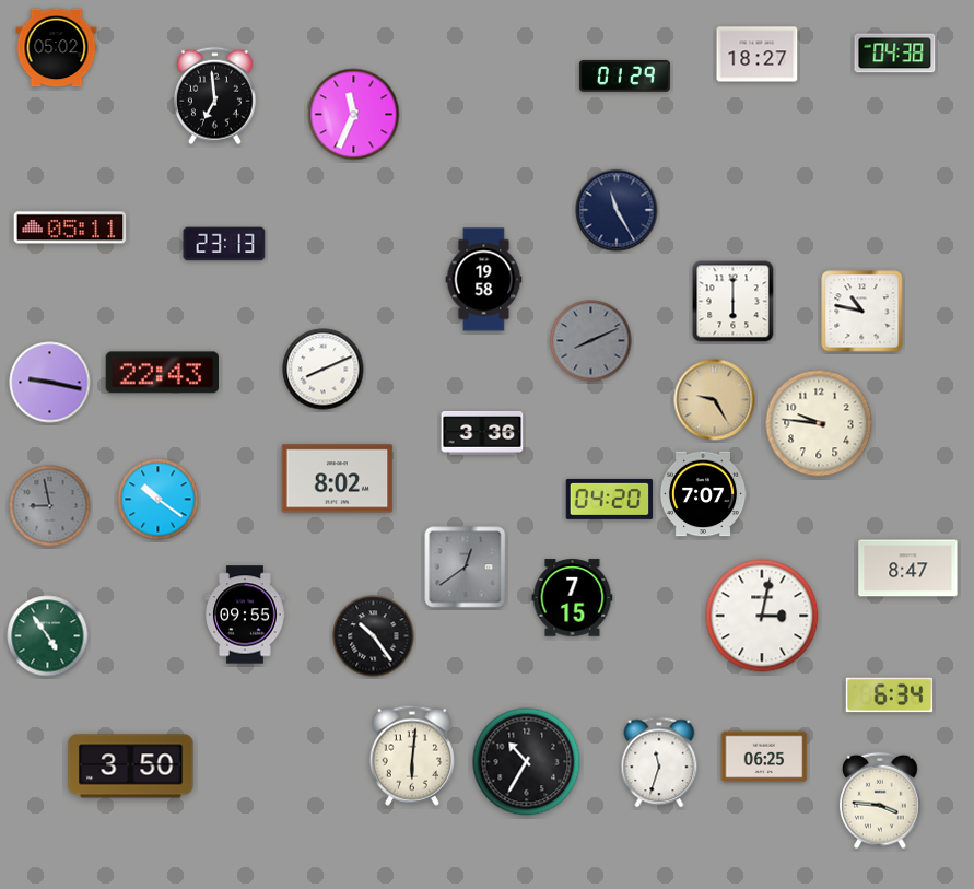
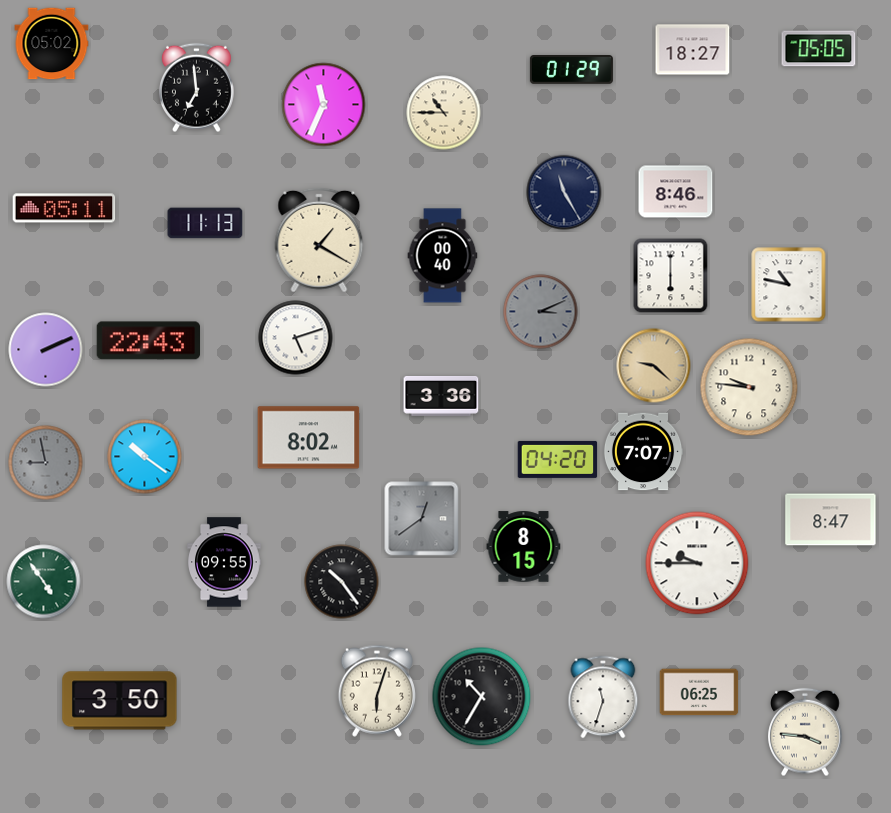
clock at (895, 54): 04:38 -> 05:05
clock at (444, 113): none -> 10:45
clock at (676, 192): none -> 8:46
clock at (224, 244): 23:13 -> 11:13
clock at (319, 240): none -> 1:20
clock at (484, 280): 19:58 -> 00:40
clock at (591, 341): 8:11 -> 3:11
clock at (324, 370): 8:11 -> 5:12
clock at (50, 383): 9:17 -> 2:11
clock at (715, 400): 9:25 -> 9:22
clock at (610, 499) position: (610, 499) -> (558, 459)
clock at (466, 568) position: (466, 568) -> (422, 519)
clock at (573, 598): 7:15 -> 8:15
clock at (762, 616): 3:02 -> 9:45
clock at (890, 695): 6:34 -> none
clock at (412, 756): 6:01 -> 6:03
